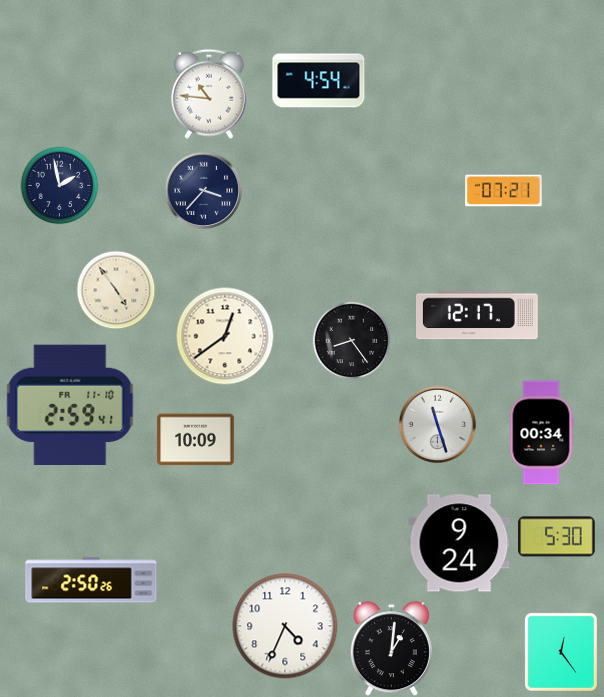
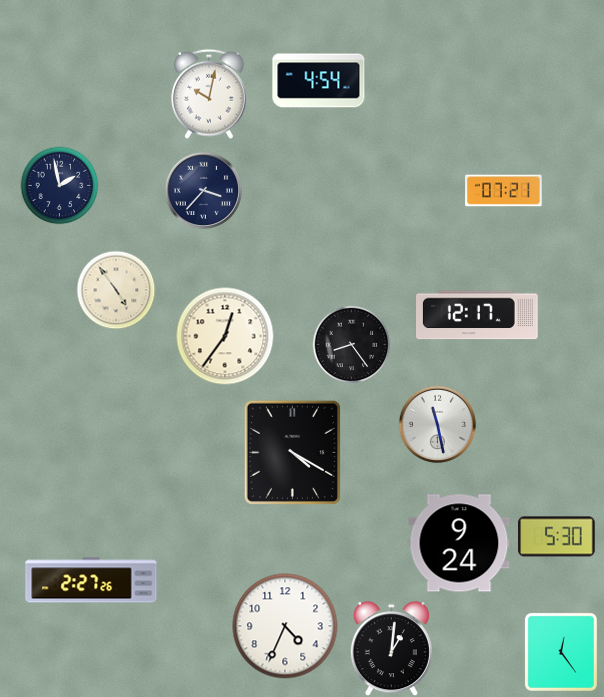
clock at (209, 94): 10:46 -> 10:02
clock at (225, 336): 12:39 -> 12:36
clock at (351, 340) position: (351, 340) -> (351, 344)
clock at (70, 404): 2:59 -> none
clock at (437, 424): 11:27 -> 11:28
clock at (541, 433): 00:34 -> none
clock at (196, 440): 10:09 -> none
clock at (292, 452): none -> 4:20
clock at (91, 580): 2:50 -> 2:27
